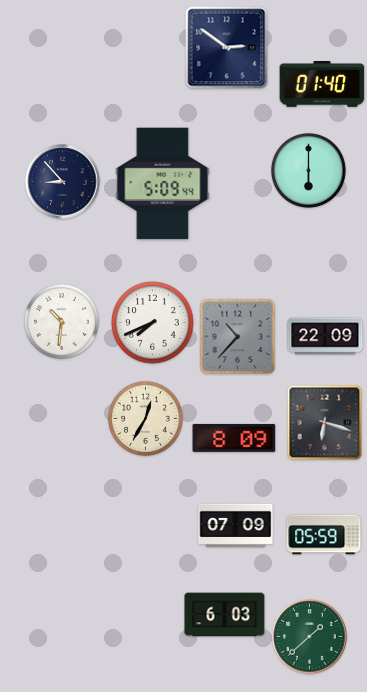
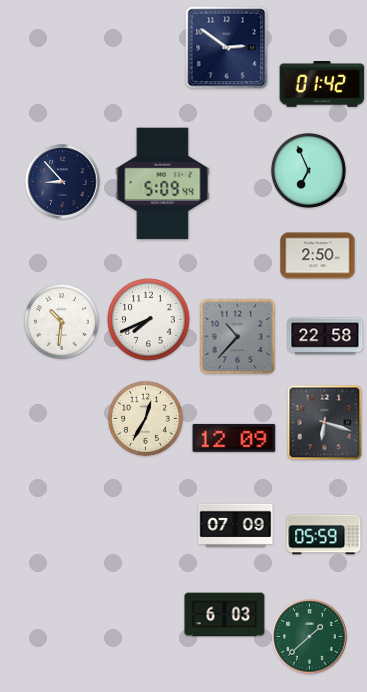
clock at (322, 85): 01:40 -> 01:42
clock at (308, 170): 6:00 -> 6:56
clock at (318, 256): none -> 2:50
clock at (153, 323) position: (153, 323) -> (149, 320)
clock at (325, 336): 22:09 -> 22:58
clock at (234, 438): 8:09 -> 12:09
